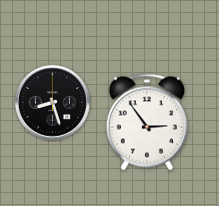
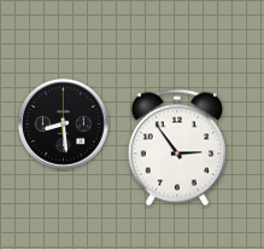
clock at (52, 102): 8:27 -> 8:29
